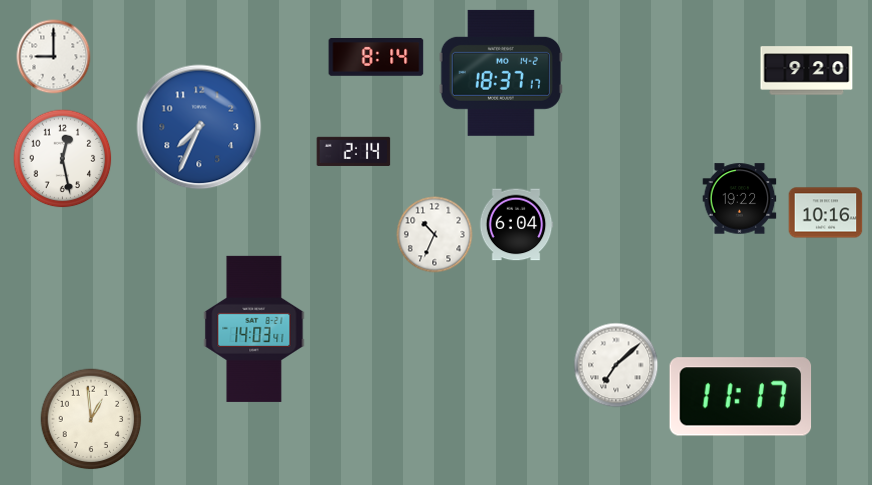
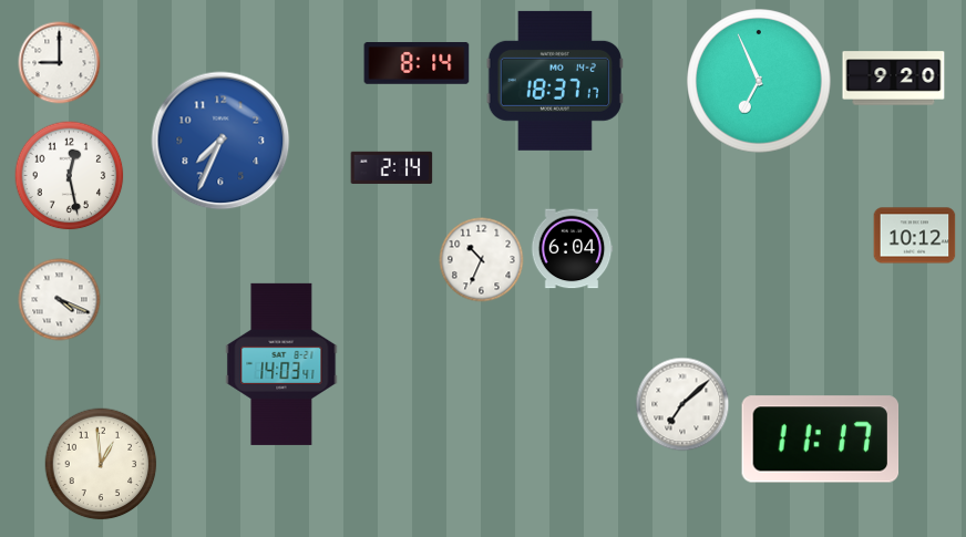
clock at (759, 81): none -> 6:56
clock at (740, 199): 19:22 -> none
clock at (826, 213): 10:16 -> 10:12
clock at (60, 300): none -> 4:19
